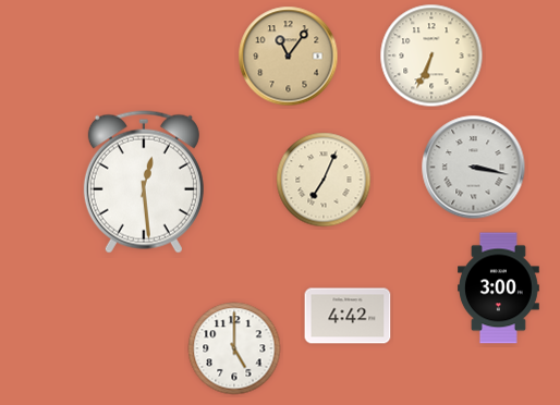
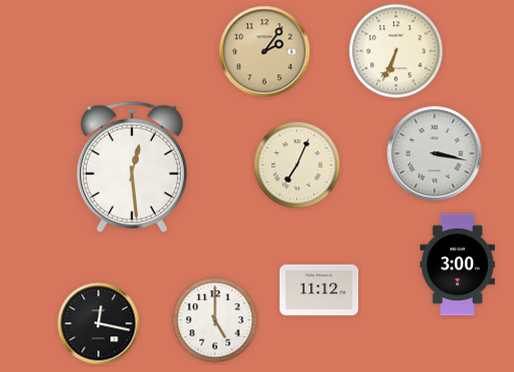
clock at (289, 57): 11:06 -> 2:06
clock at (348, 316): 4:42 -> 11:12
clock at (99, 324): none -> 12:17
